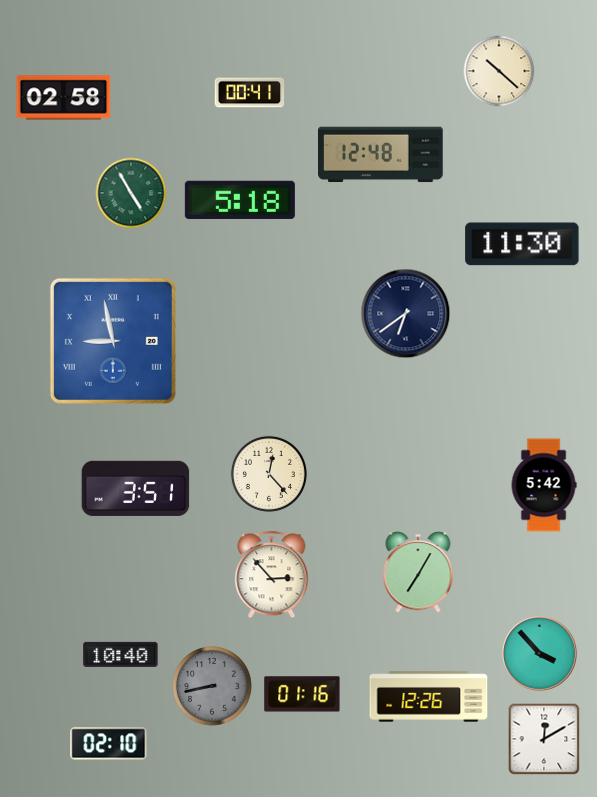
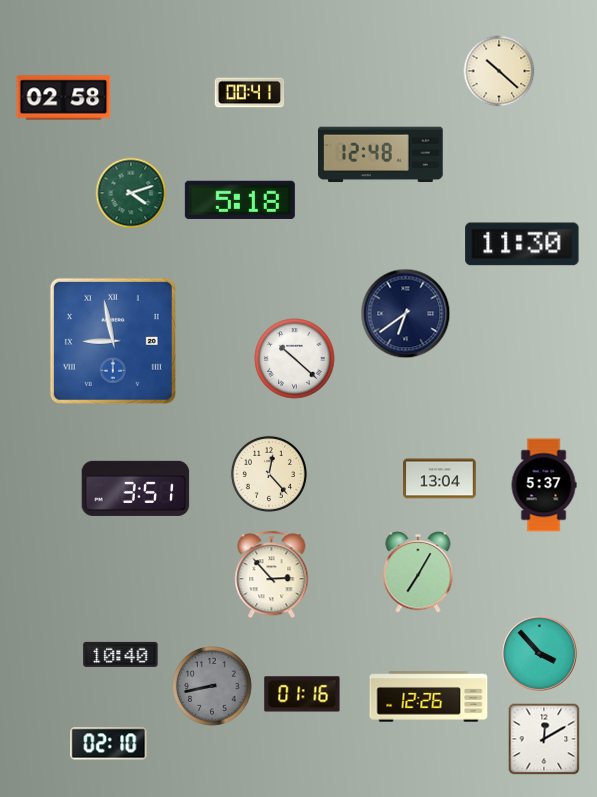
clock at (131, 193): 4:55 -> 4:12
clock at (295, 359): none -> 10:22
clock at (440, 479): none -> 13:04
clock at (544, 485): 5:42 -> 5:37
